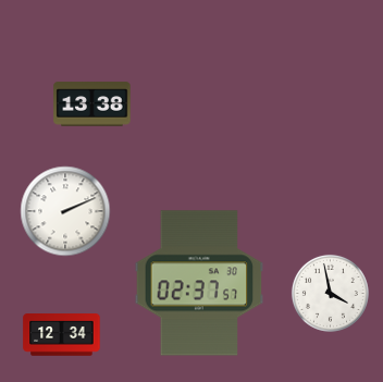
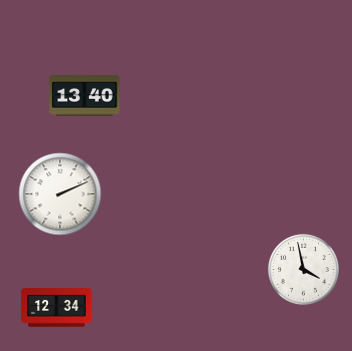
clock at (92, 104): 13:38 -> 13:40
clock at (199, 283): 02:37 -> none
